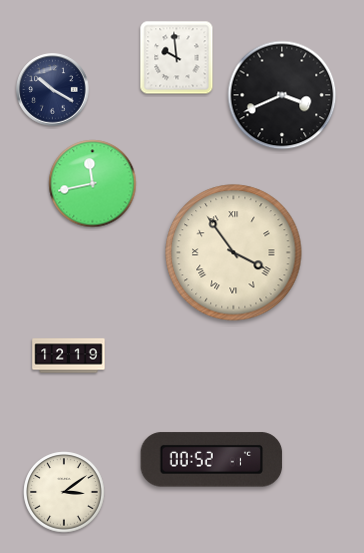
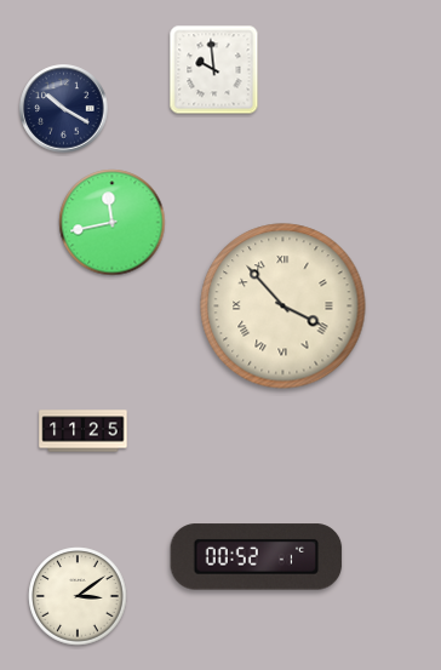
clock at (282, 95): 3:41 -> none
clock at (234, 253): 3:54 -> 3:53
clock at (69, 356): 12:19 -> 11:25
